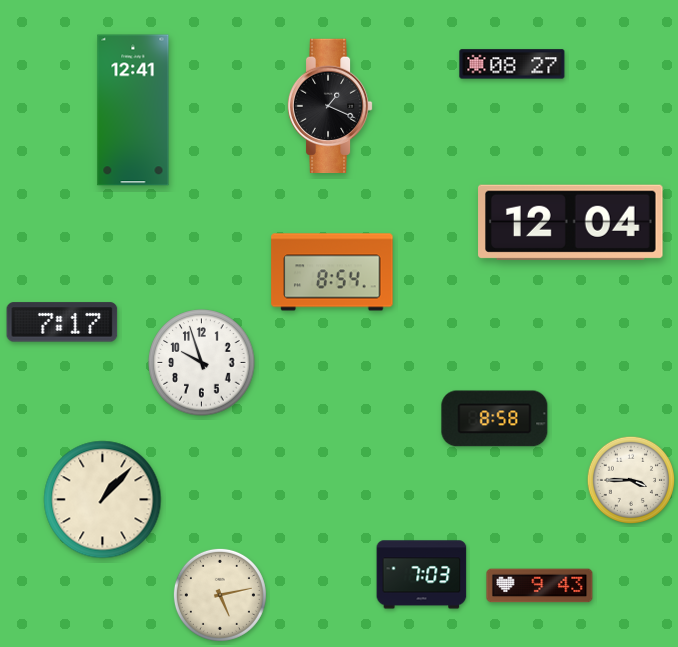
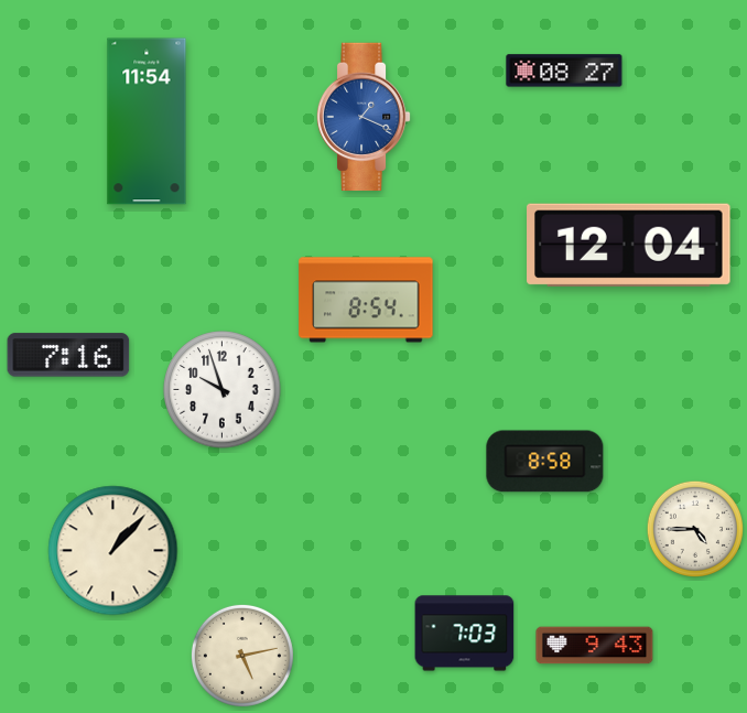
clock at (330, 106) dial: black -> blue
clock at (133, 110): 12:41 -> 11:54
clock at (62, 322): 7:17 -> 7:16
clock at (202, 363) position: (202, 363) -> (223, 390)
clock at (630, 479): 3:45 -> 4:45
